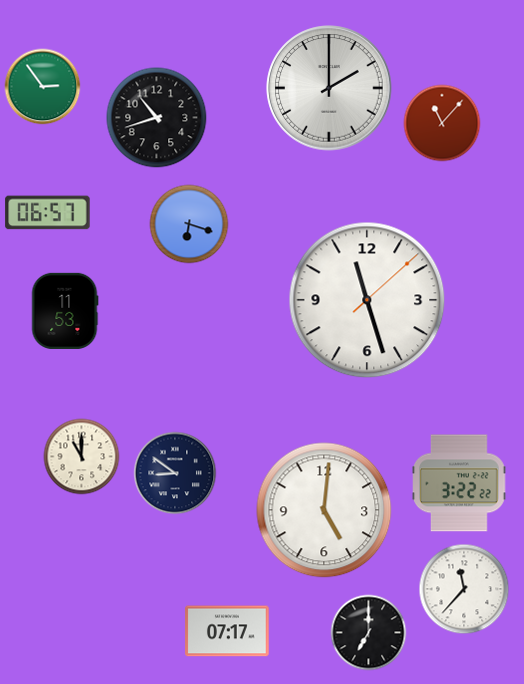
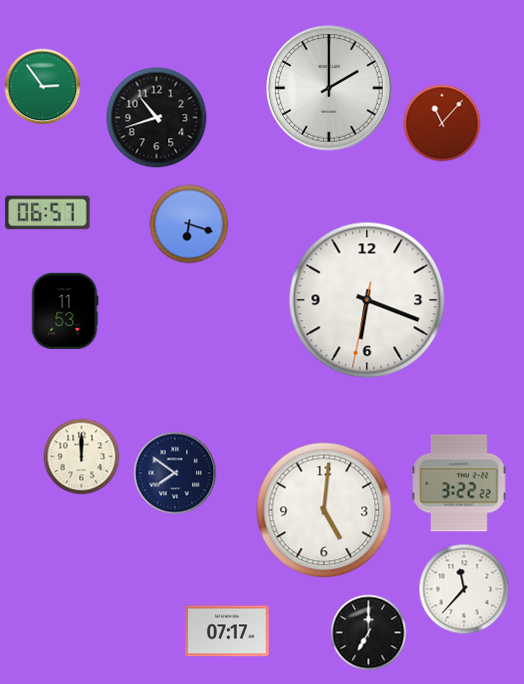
clock at (367, 300): 11:27 -> 6:18
clock at (82, 457): 11:00 -> 12:00
clock at (175, 473): 8:51 -> 7:51
